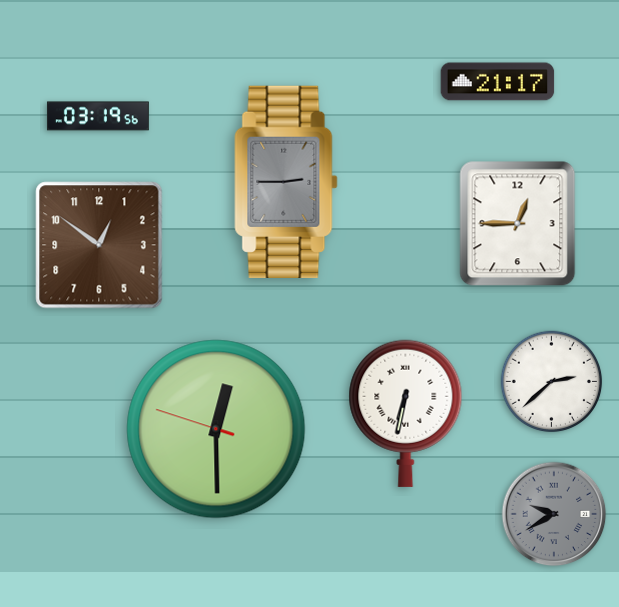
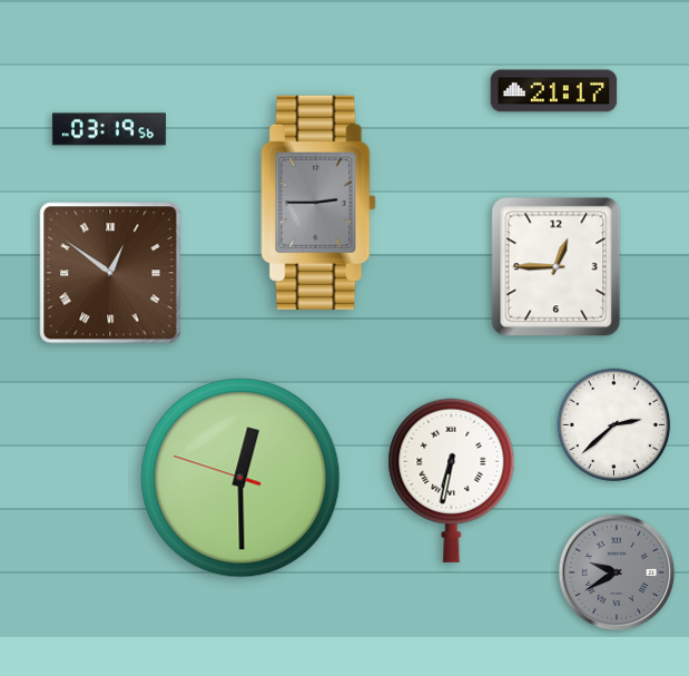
clock at (518, 224) position: (518, 224) -> (557, 267)
clock at (99, 245) numerals: Arabic -> Roman
clock at (406, 413) position: (406, 413) -> (452, 480)
